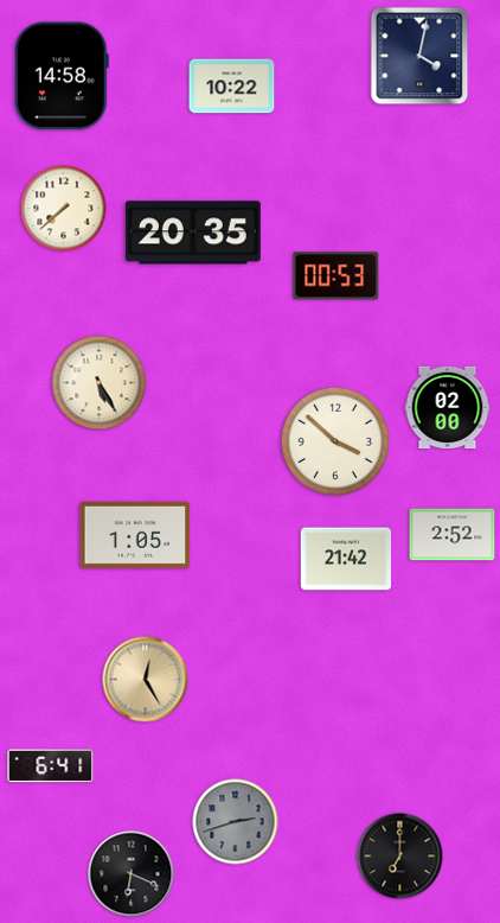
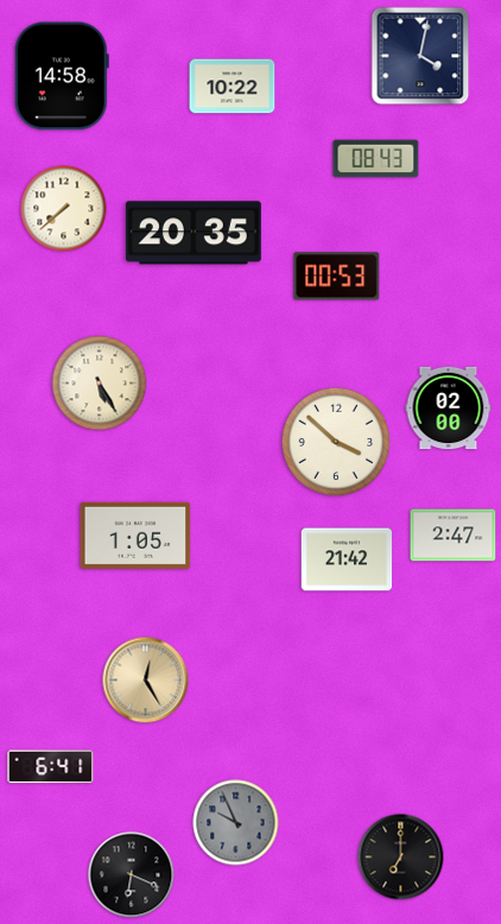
clock at (376, 159): none -> 08:43
clock at (453, 535): 2:52 -> 2:47
clock at (236, 822): 2:42 -> 9:56
